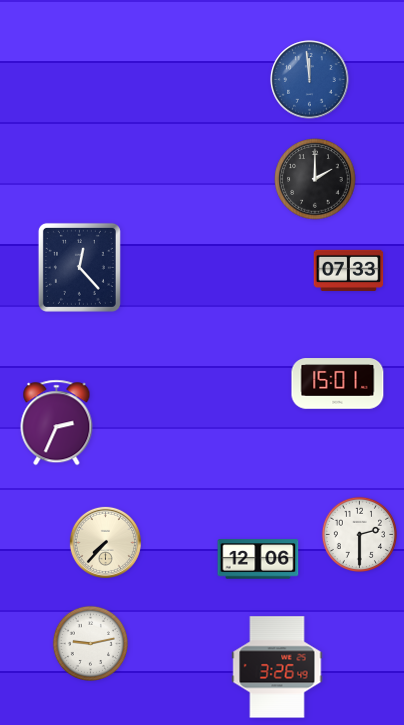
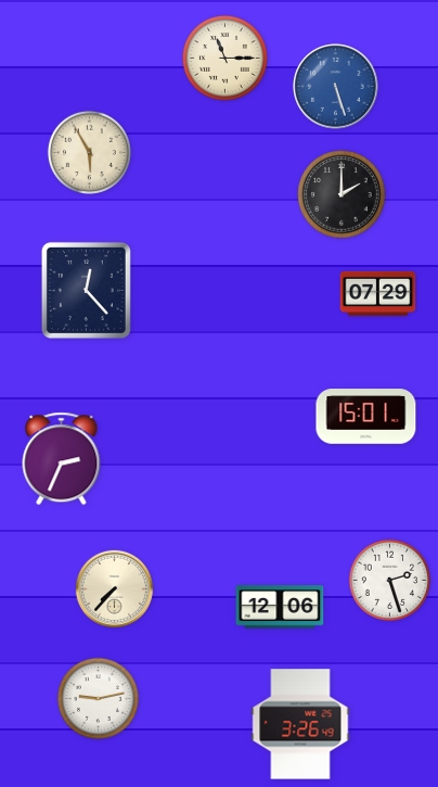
clock at (224, 58): none -> 11:15
clock at (310, 80): 11:59 -> 5:27
clock at (89, 152): none -> 5:55
clock at (349, 270): 07:33 -> 07:29
clock at (360, 535): 2:30 -> 2:27
